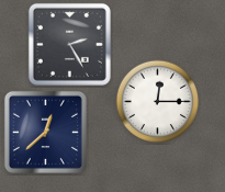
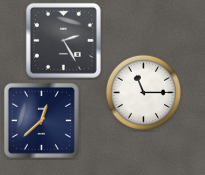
clock at (157, 101): 12:15 -> 11:15
